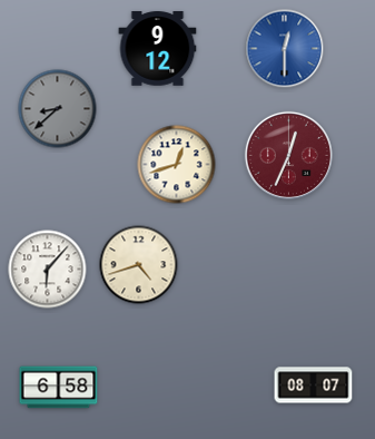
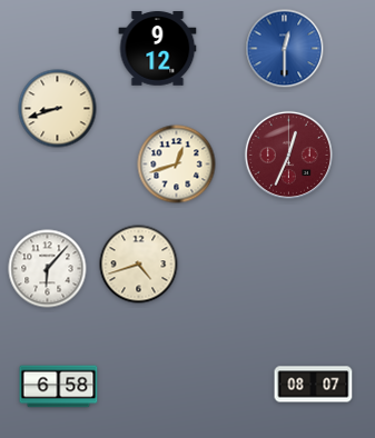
clock at (58, 109): 8:38 -> 8:42
clock at (58, 109) dial: grey -> cream
